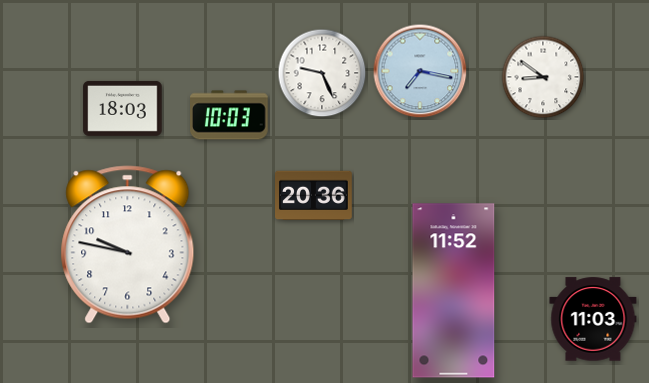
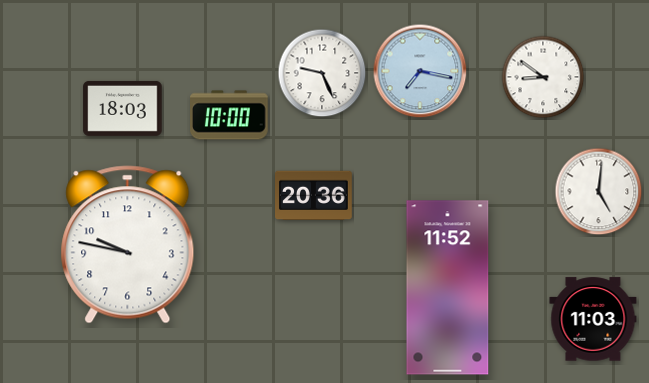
clock at (229, 115): 10:03 -> 10:00
clock at (599, 192): none -> 5:01
clock at (454, 291) position: (454, 291) -> (448, 288)
